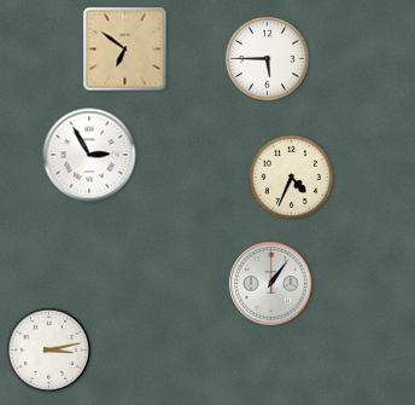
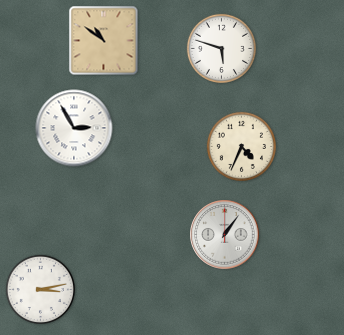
clock at (125, 50): 6:51 -> 10:51
clock at (267, 58): 5:45 -> 5:48
